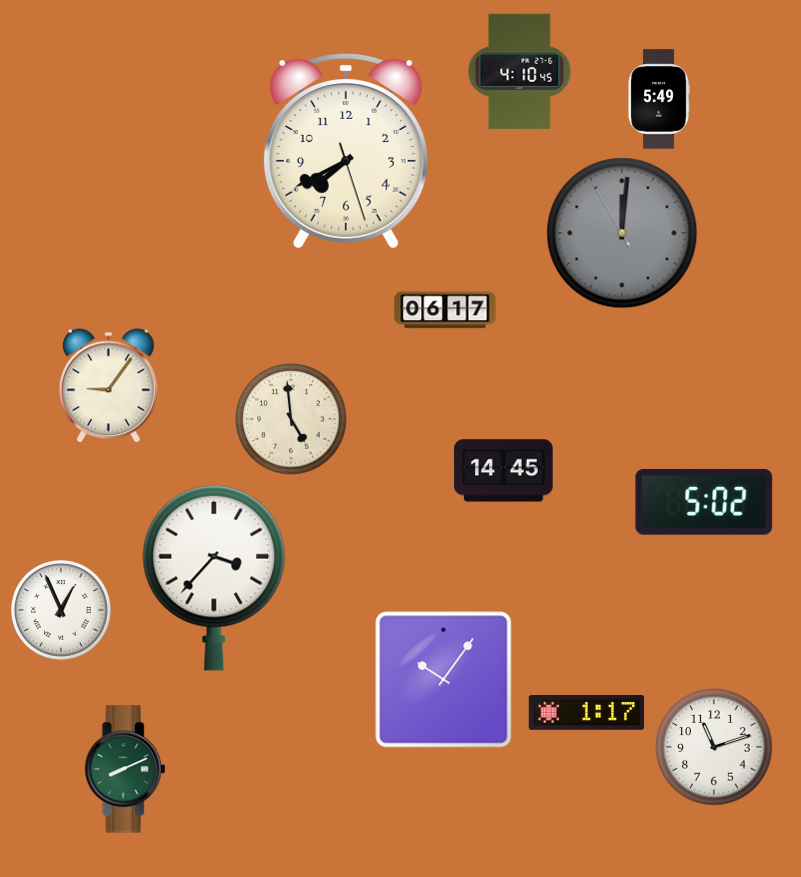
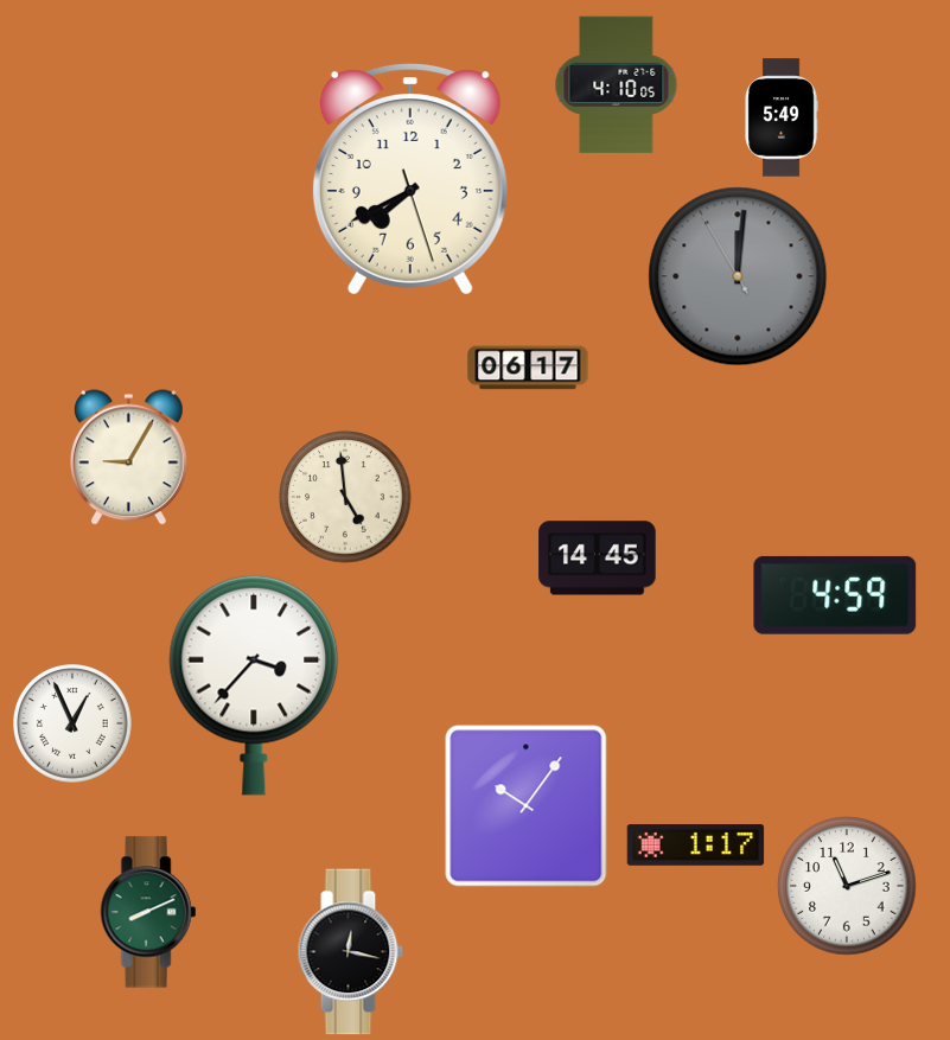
clock at (520, 72): 4:10:45 -> 4:10:05
clock at (109, 386): 9:06 -> 9:05
clock at (704, 502): 5:02 -> 4:59
clock at (350, 952): none -> 12:17
